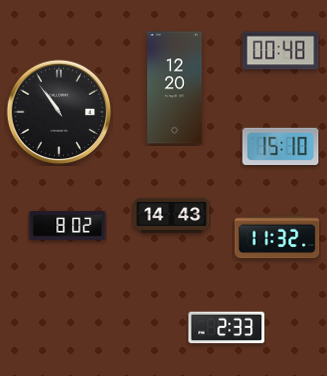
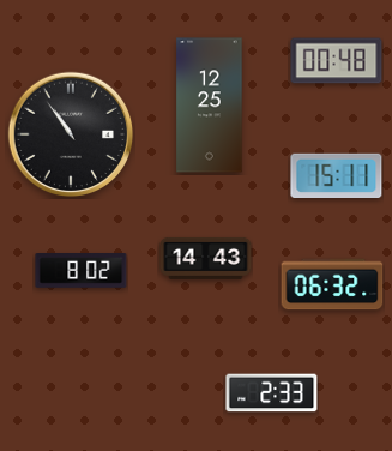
clock at (175, 88): 12:20 -> 12:25
clock at (281, 147): 15:10 -> 15:11
clock at (277, 237): 11:32 -> 06:32
